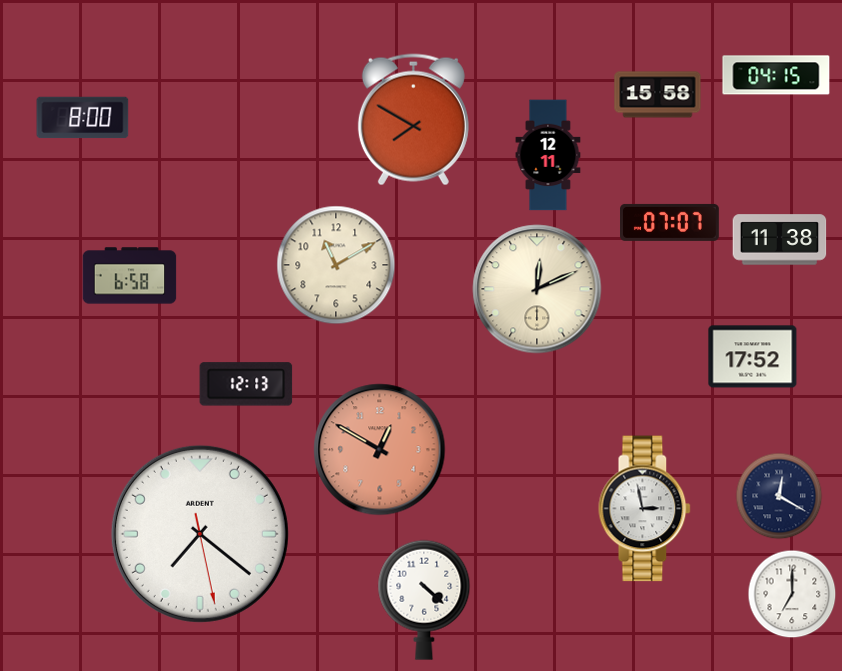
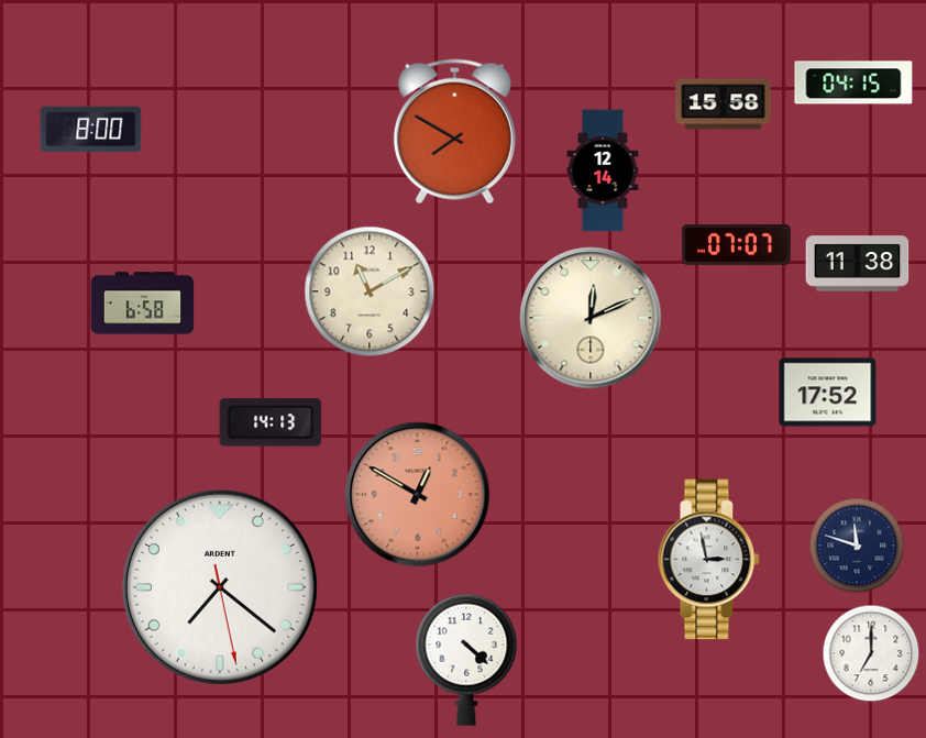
clock at (548, 155): 12:11 -> 12:14
clock at (246, 384): 12:13 -> 14:13
clock at (779, 496): 12:20 -> 11:48
